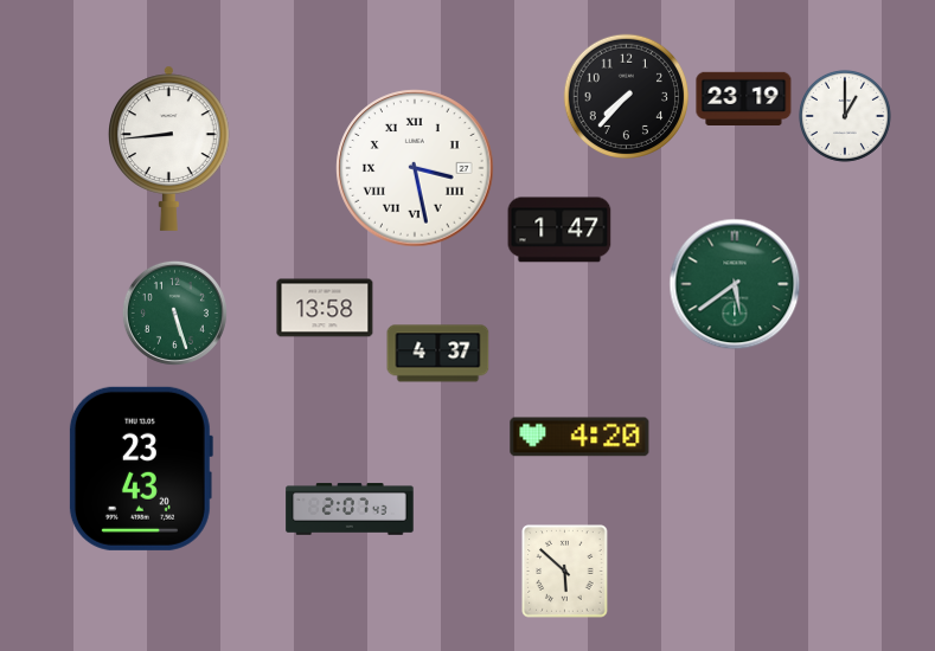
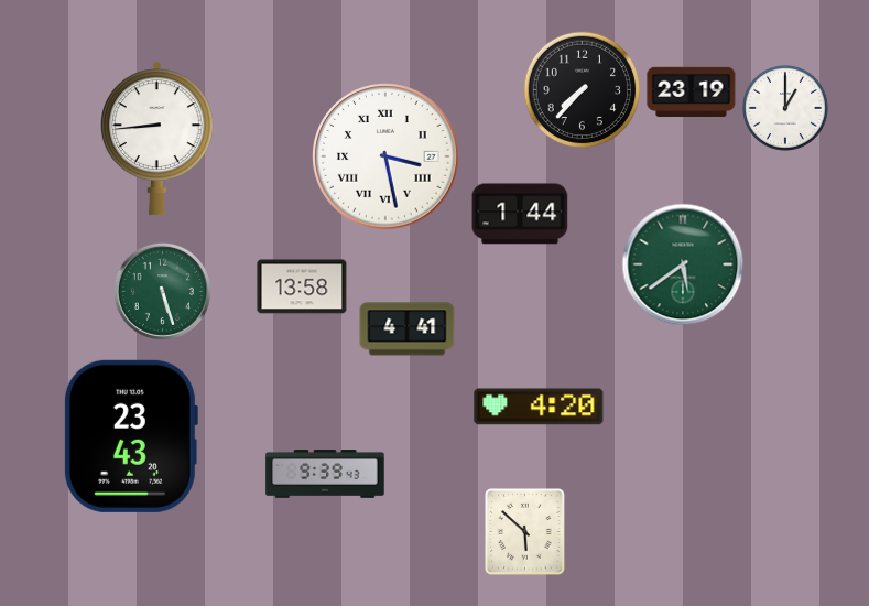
clock at (559, 230): 1:47 -> 1:44
clock at (438, 354): 4:37 -> 4:41
clock at (350, 509): 2:07 -> 9:39
